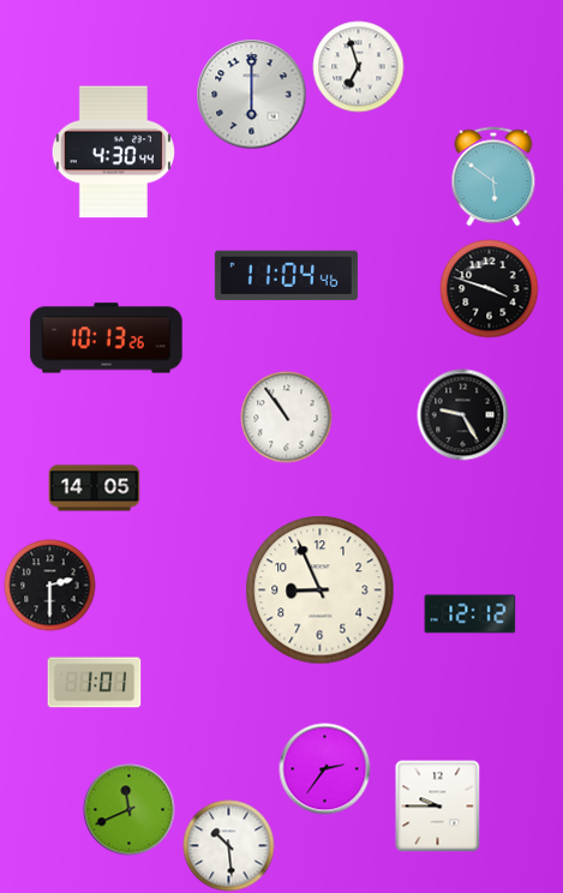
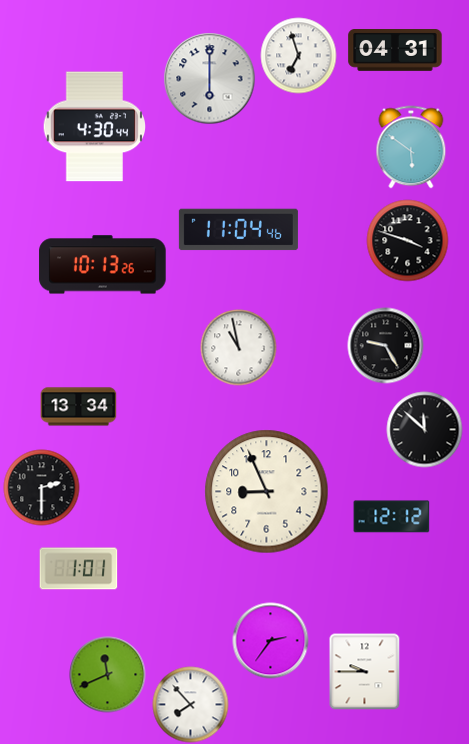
clock at (395, 51): none -> 04:31
clock at (107, 338) position: (107, 338) -> (103, 265)
clock at (287, 418): 10:54 -> 10:58
clock at (95, 489): 14:05 -> 13:34
clock at (425, 430): none -> 11:52
clock at (471, 615) position: (471, 615) -> (392, 517)
clock at (229, 846): 10:29 -> 7:53
